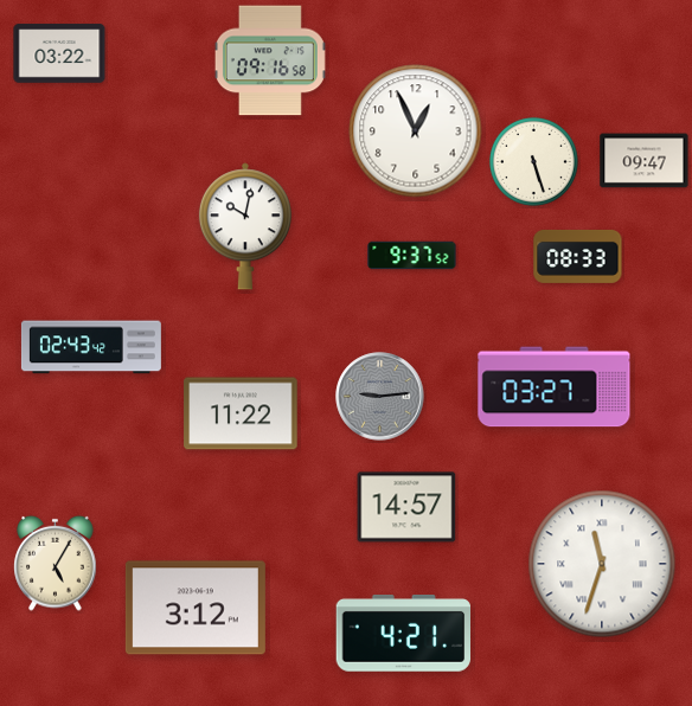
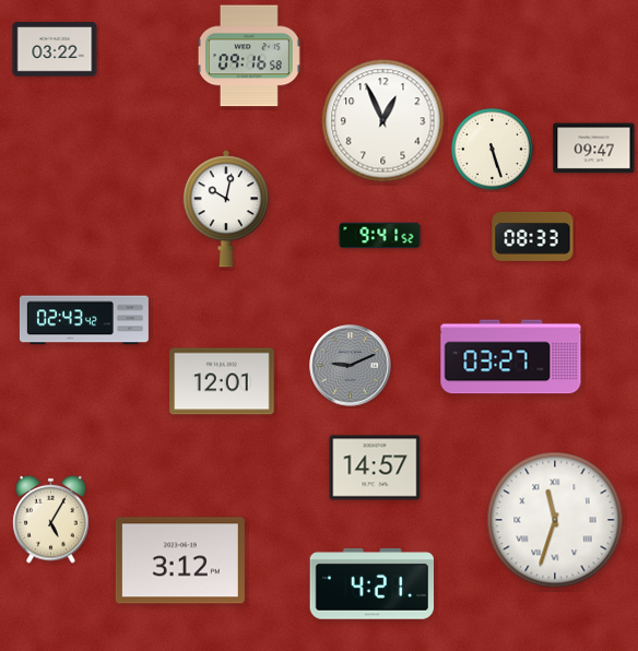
clock at (412, 256): 9:37 -> 9:41
clock at (380, 397): 9:14 -> 9:11
clock at (241, 413): 11:22 -> 12:01
